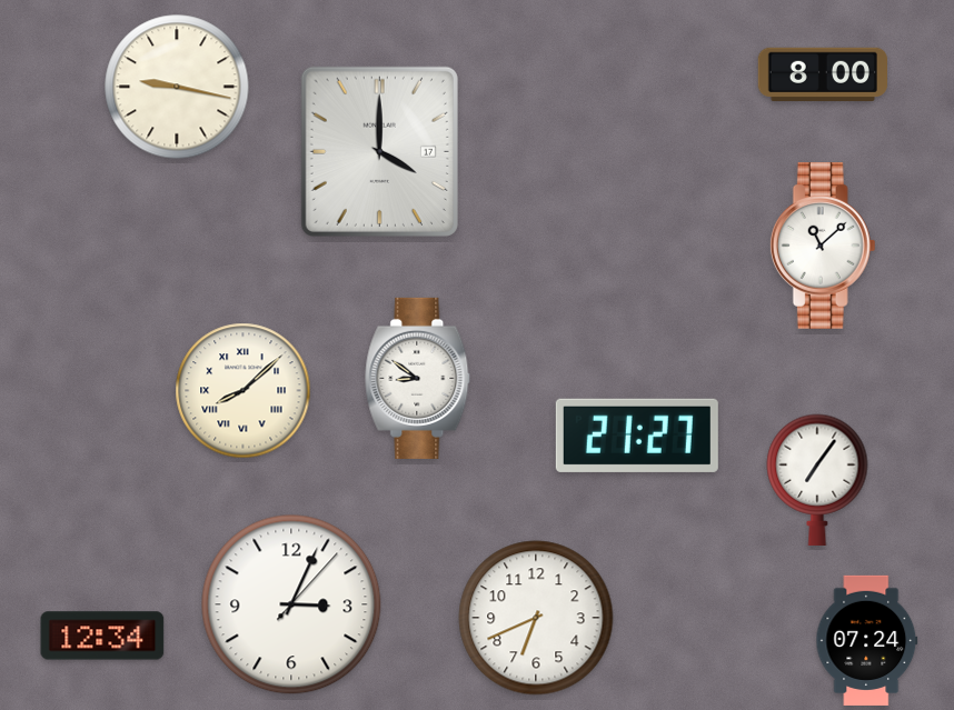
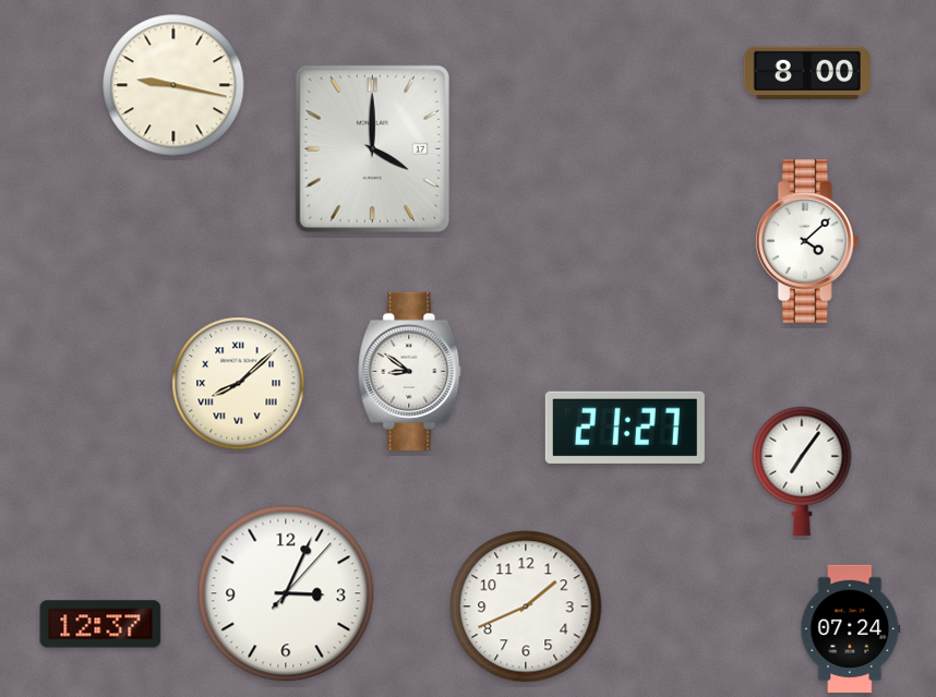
clock at (823, 247): 11:08 -> 4:08
clock at (536, 618): 6:41 -> 1:41
clock at (102, 636): 12:34 -> 12:37
